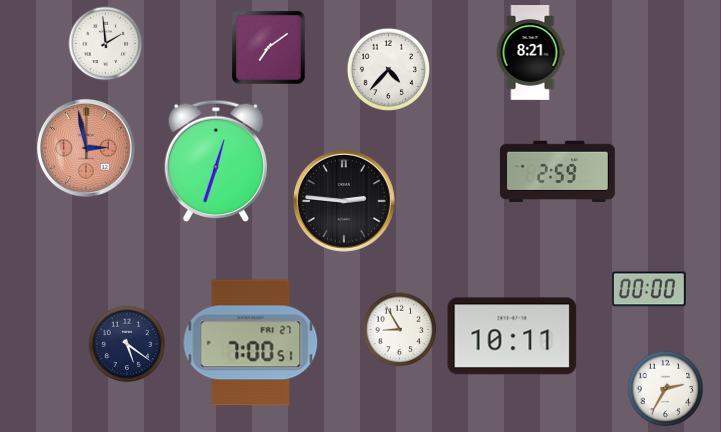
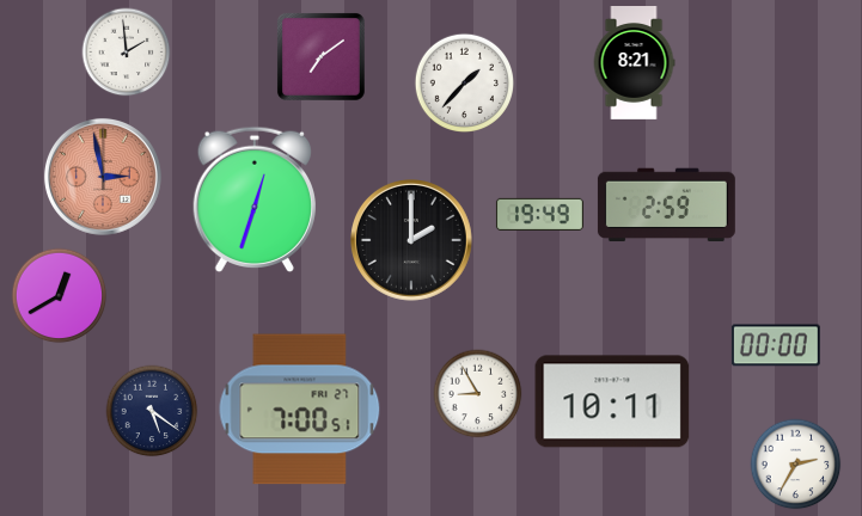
clock at (388, 69): 4:37 -> 1:37
clock at (215, 161) position: (215, 161) -> (253, 199)
clock at (539, 214): none -> 19:49
clock at (345, 202): 2:46 -> 2:00
clock at (60, 296): none -> 12:40
